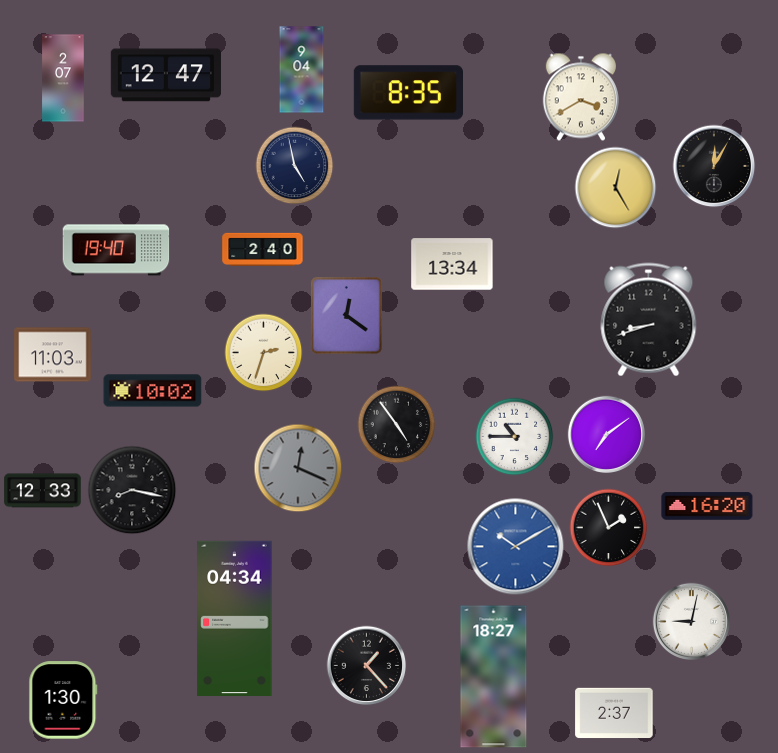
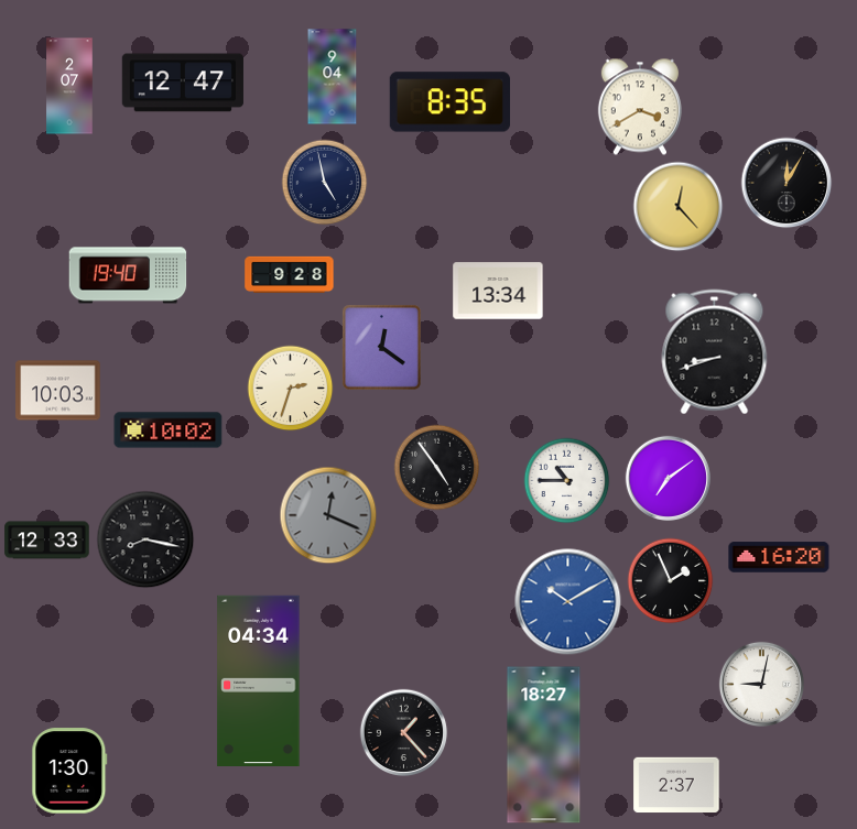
clock at (615, 187): 12:25 -> 12:23
clock at (263, 249): 2:40 -> 9:28
clock at (53, 355): 11:03 -> 10:03
